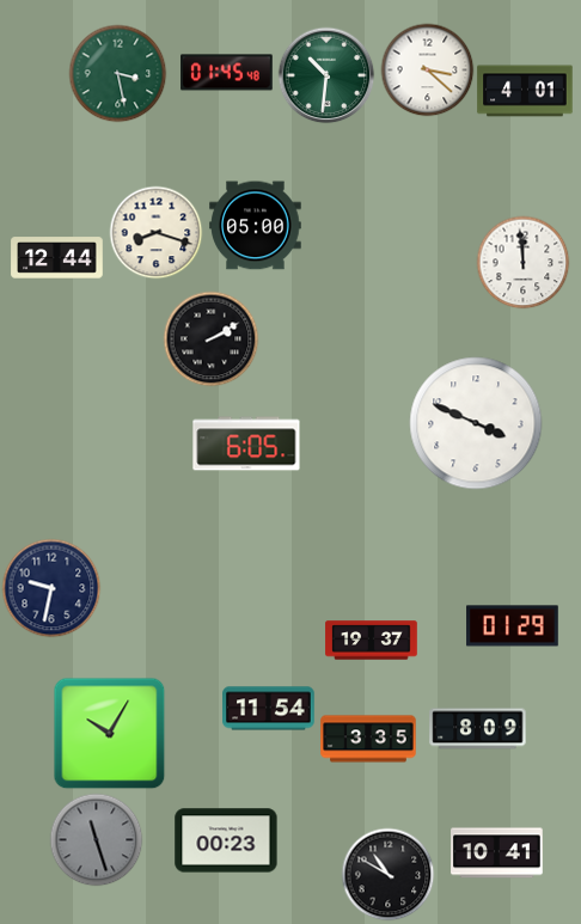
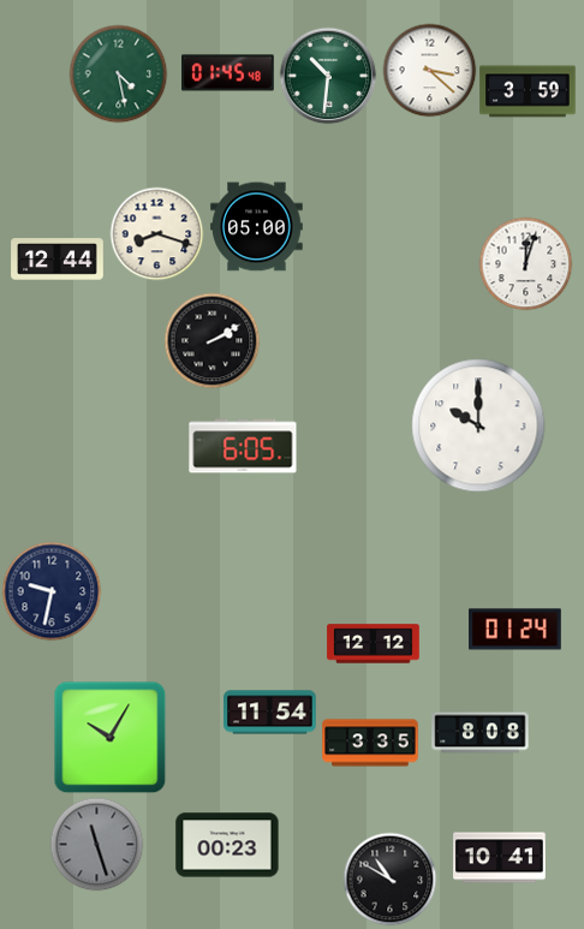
clock at (117, 73): 3:28 -> 4:28
clock at (525, 91): 4:01 -> 3:59
clock at (522, 262): 11:59 -> 12:03
clock at (476, 423): 3:49 -> 10:00
clock at (246, 443) position: (246, 443) -> (243, 446)
clock at (513, 626): 01:29 -> 01:24
clock at (372, 641): 19:37 -> 12:12
clock at (478, 729): 8:09 -> 8:08
